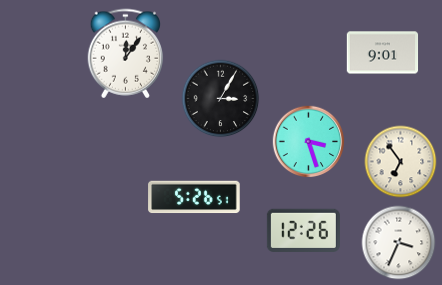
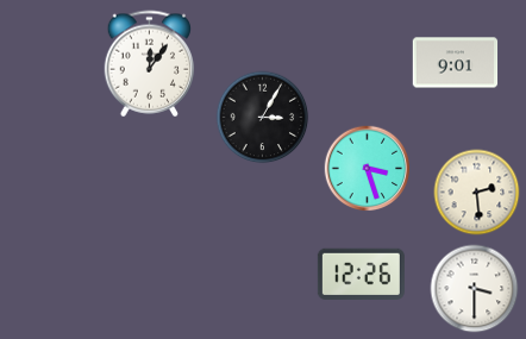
clock at (401, 162): 6:54 -> 2:29
clock at (194, 197): 5:26 -> none
clock at (399, 243): 3:34 -> 3:30
